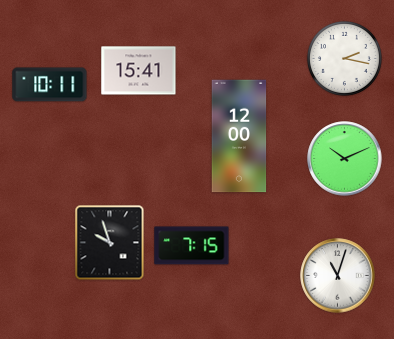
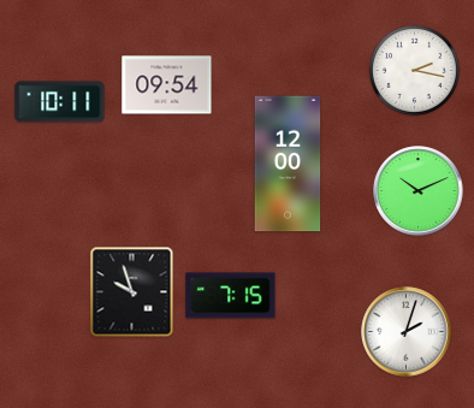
clock at (139, 71): 15:41 -> 09:54
clock at (345, 159) position: (345, 159) -> (419, 191)
clock at (338, 276): 11:03 -> 2:03
